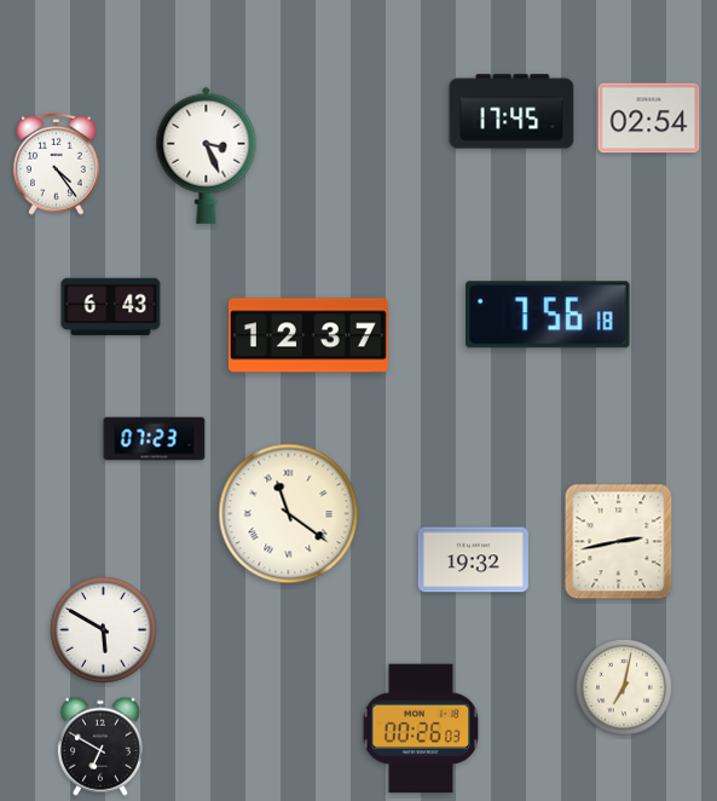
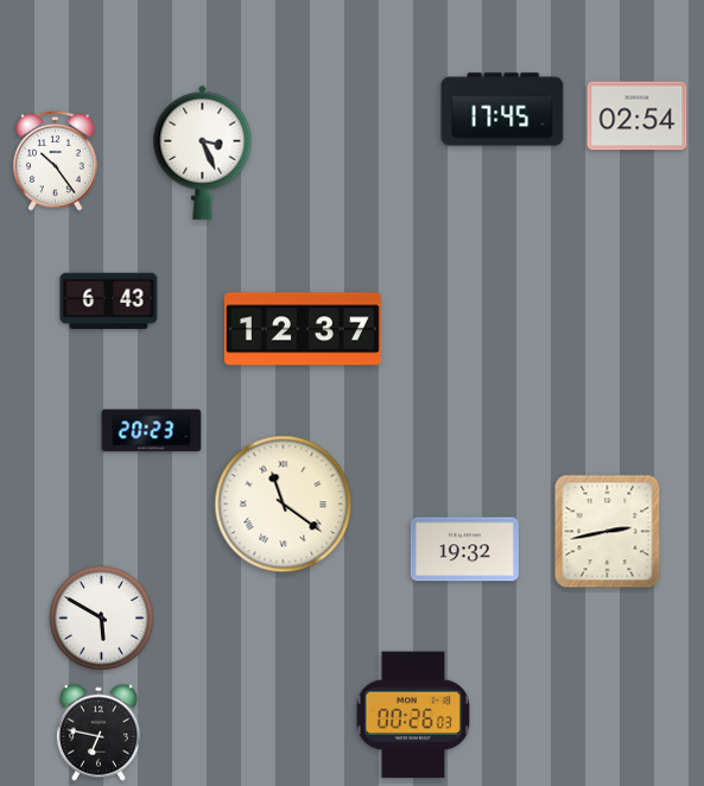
clock at (57, 163): 4:24 -> 10:24
clock at (548, 315): 7:56 -> none
clock at (155, 439): 07:23 -> 20:23
clock at (624, 687): 7:02 -> none
clock at (100, 747): 6:50 -> 6:47
